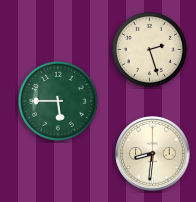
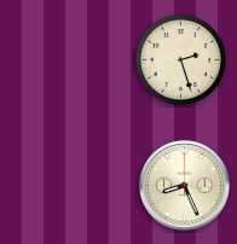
clock at (58, 101): 5:45 -> none
clock at (153, 154): 8:31 -> 8:26
